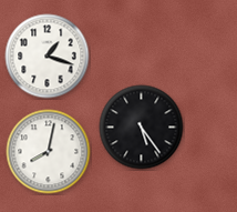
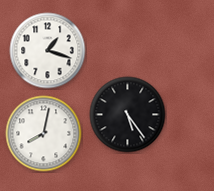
clock at (48, 57) position: (48, 57) -> (48, 51)
clock at (49, 152) position: (49, 152) -> (44, 134)
